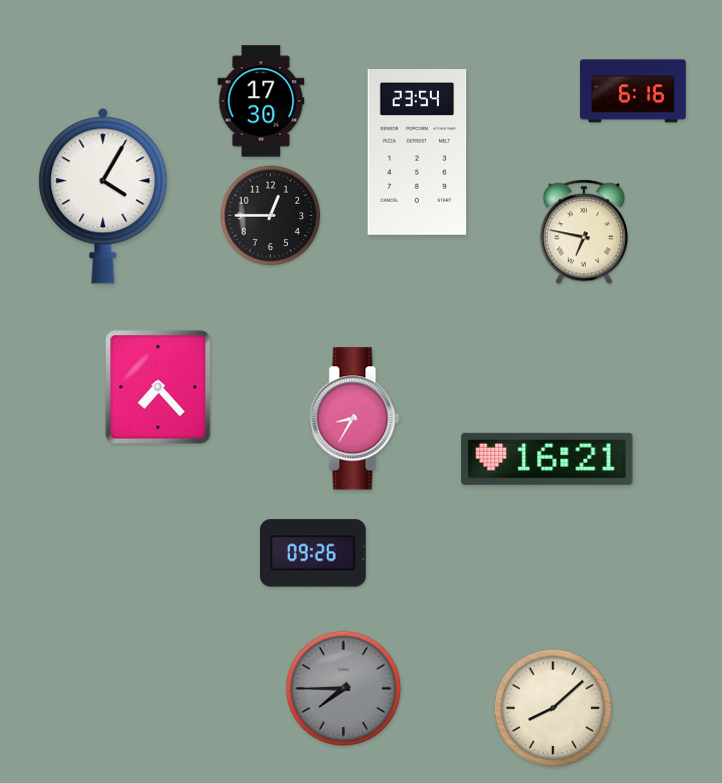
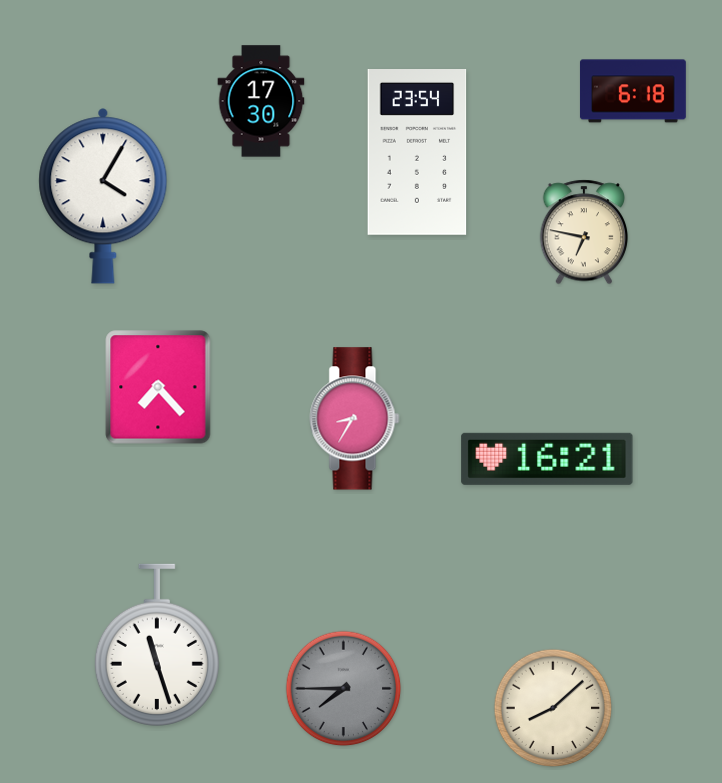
clock at (633, 91): 6:16 -> 6:18
clock at (271, 216): 12:45 -> none
clock at (313, 553): 09:26 -> none
clock at (157, 645): none -> 11:27
